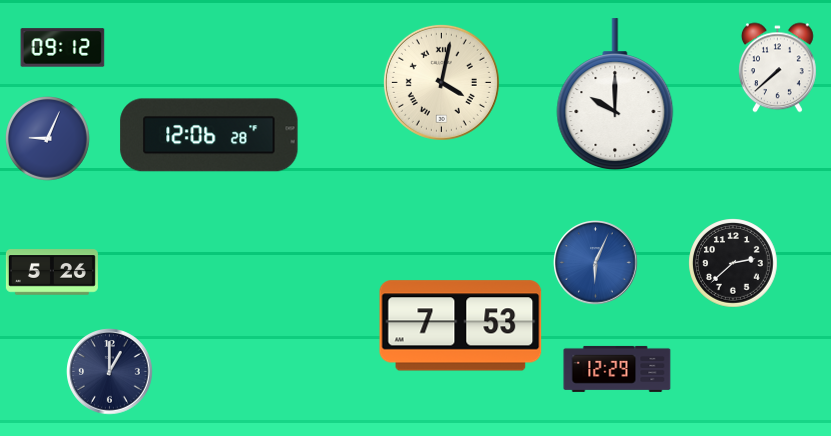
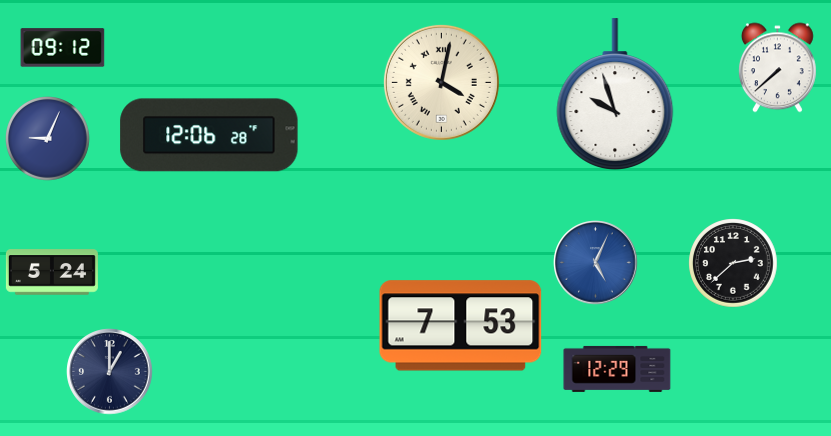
clock at (615, 94): 10:00 -> 9:57
clock at (596, 263): 6:04 -> 5:04
clock at (52, 272): 5:26 -> 5:24
